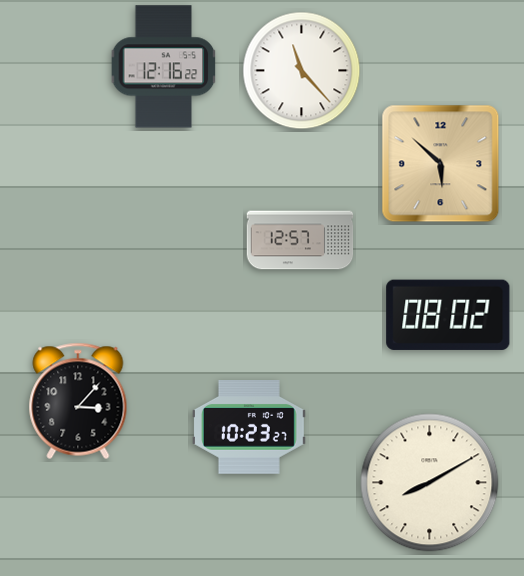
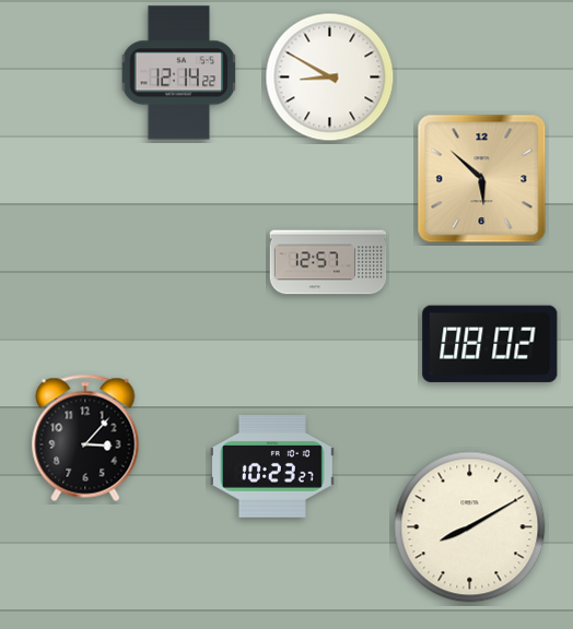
clock at (164, 67): 12:16 -> 12:14
clock at (302, 71): 11:23 -> 8:50
